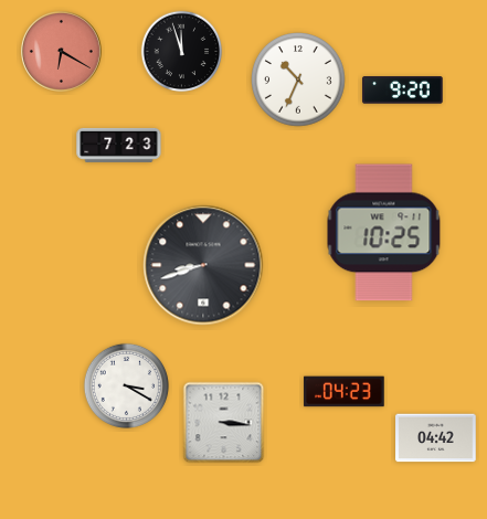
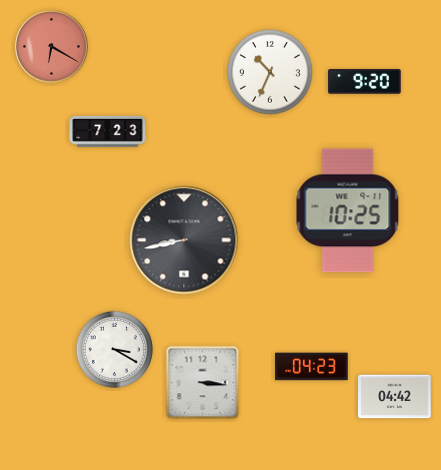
clock at (61, 51) position: (61, 51) -> (51, 46)
clock at (182, 52): 11:57 -> none
clock at (203, 265): 8:42 -> 8:43
clock at (345, 392) position: (345, 392) -> (312, 367)
